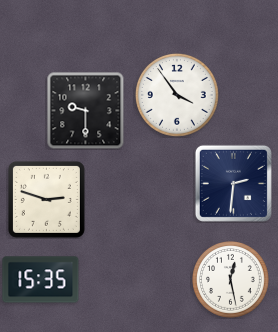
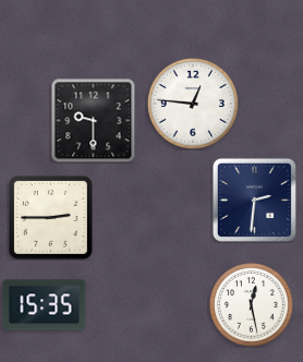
clock at (177, 95): 3:54 -> 12:46
clock at (46, 199): 2:48 -> 2:45
